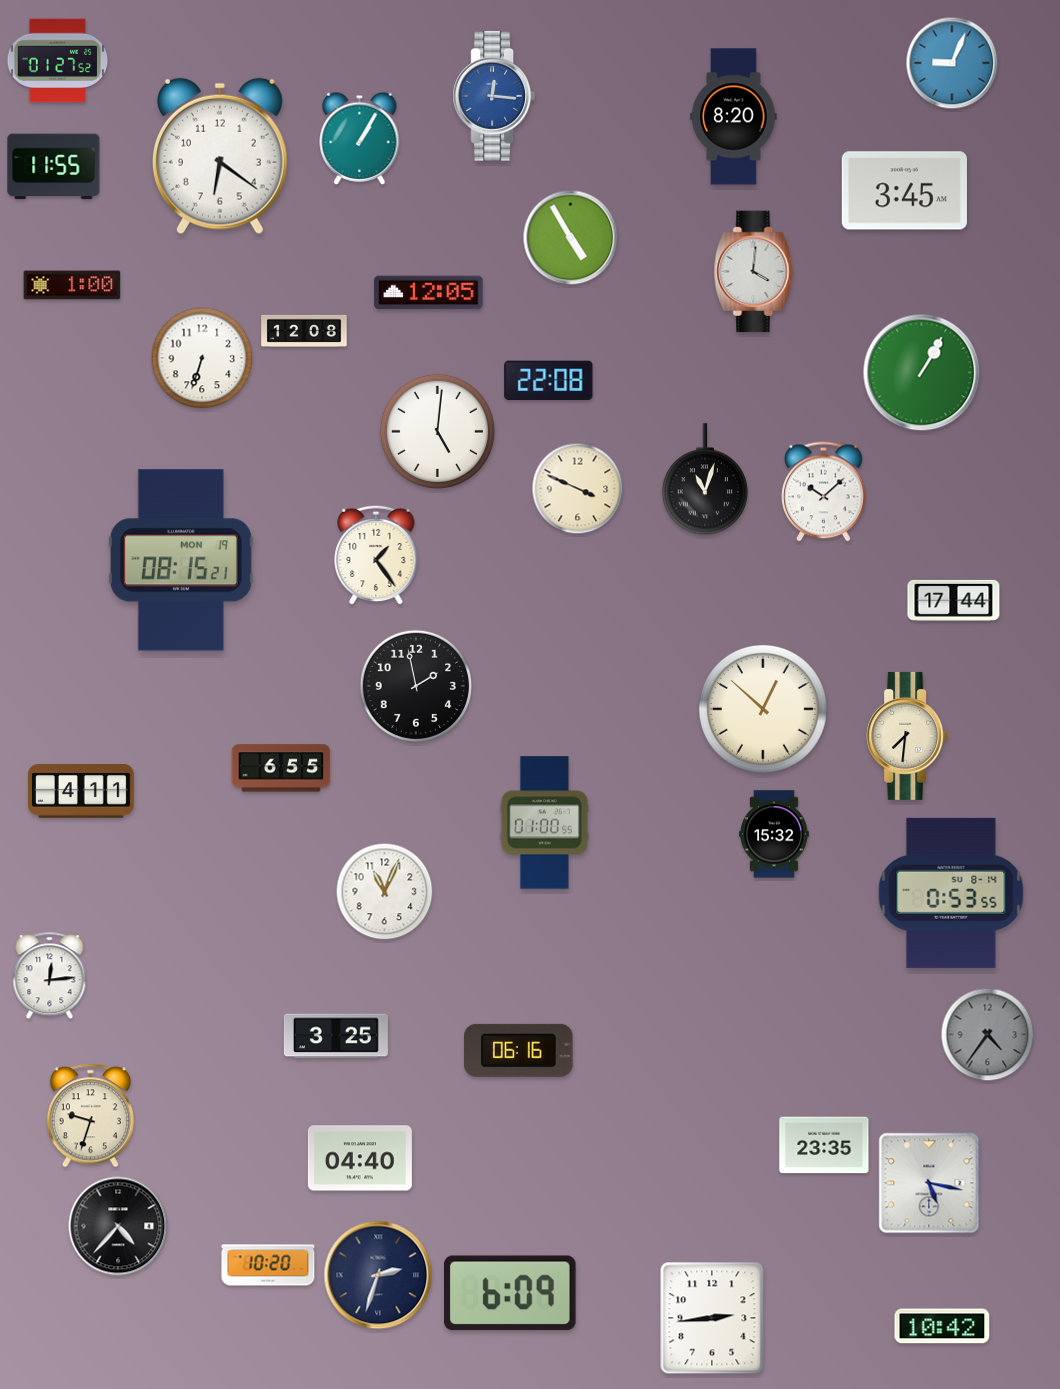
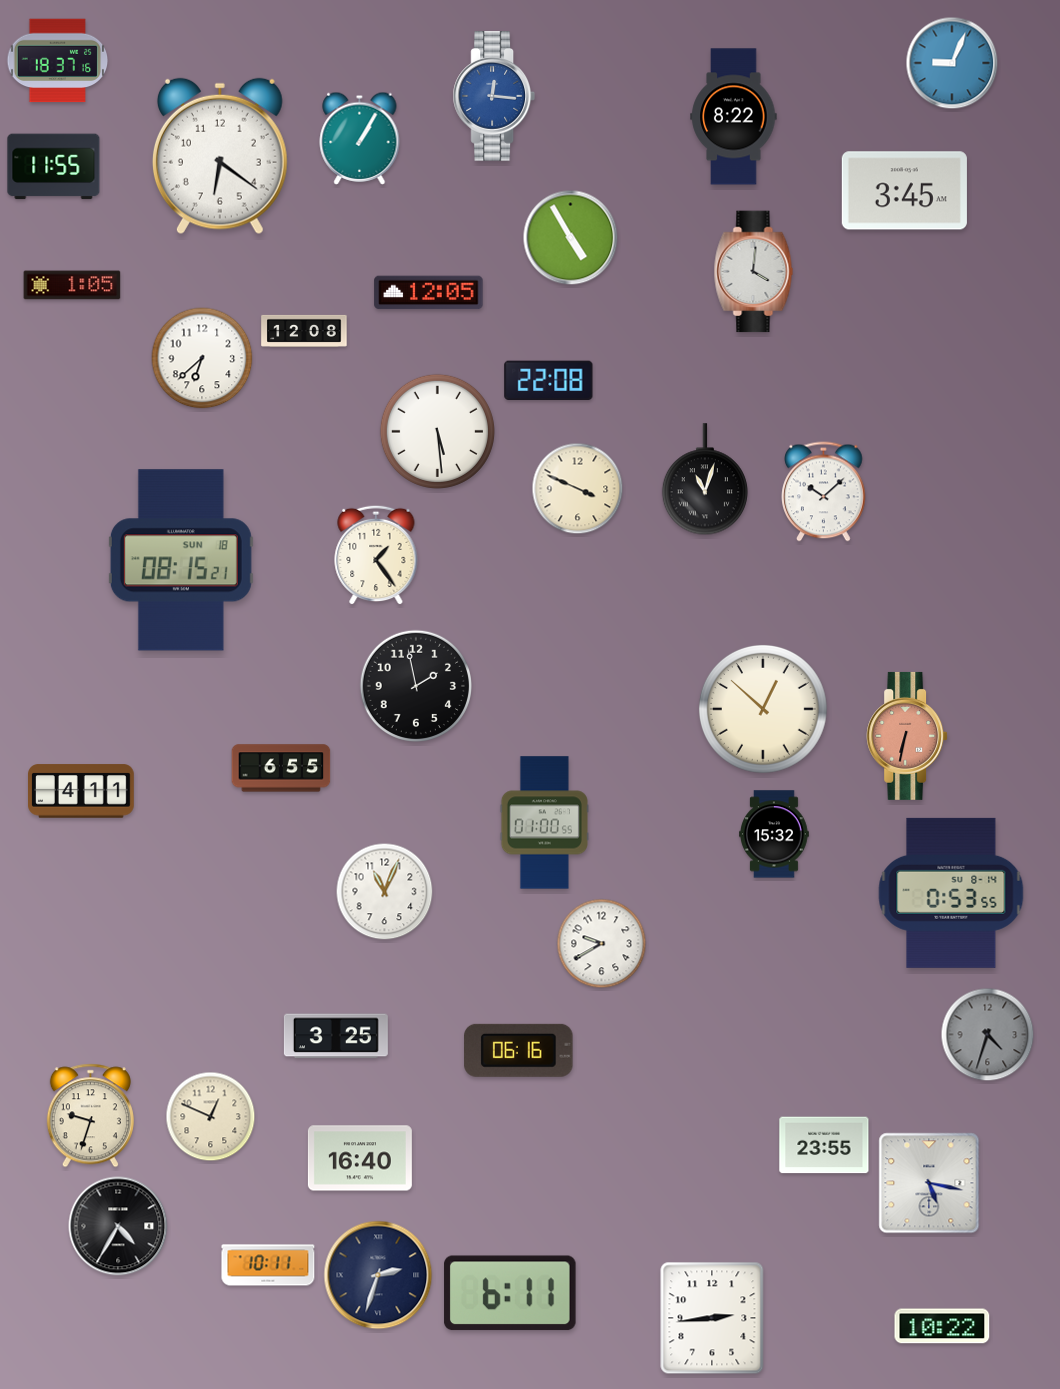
clock at (58, 61): 01:27 -> 18:37
clock at (734, 117): 8:20 -> 8:22
clock at (72, 285): 1:00 -> 1:05
clock at (202, 358): 6:33 -> 6:38
clock at (922, 373): 1:05 -> none
clock at (437, 431): 5:01 -> 5:29
clock at (181, 560) date: MON 19 -> SUN 18
clock at (954, 600): 17:44 -> none
clock at (907, 736): 7:31 -> 6:32
clock at (907, 736) dial: cream -> salmon
clock at (602, 944): none -> 9:40
clock at (50, 976): 12:14 -> none
clock at (988, 1035): 4:36 -> 4:33
clock at (211, 1117): none -> 12:49
clock at (824, 1145): 23:35 -> 23:55
clock at (360, 1158): 04:40 -> 16:40
clock at (118, 1226): 4:37 -> 4:35
clock at (268, 1265): 10:20 -> 10:11
clock at (510, 1293): 6:09 -> 6:11
clock at (942, 1326): 10:42 -> 10:22
